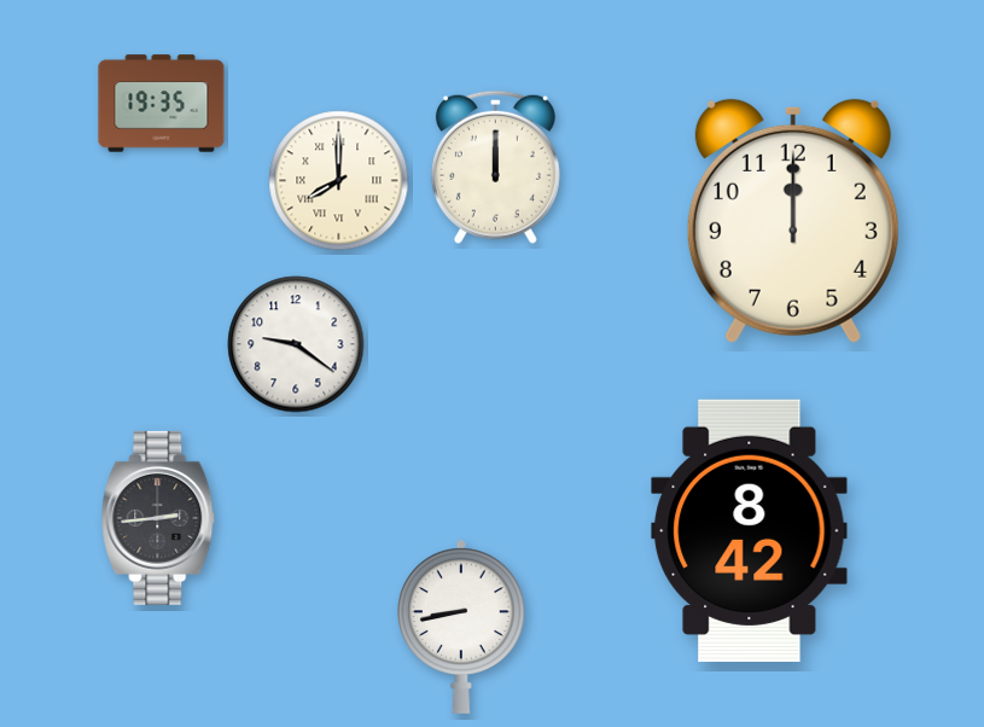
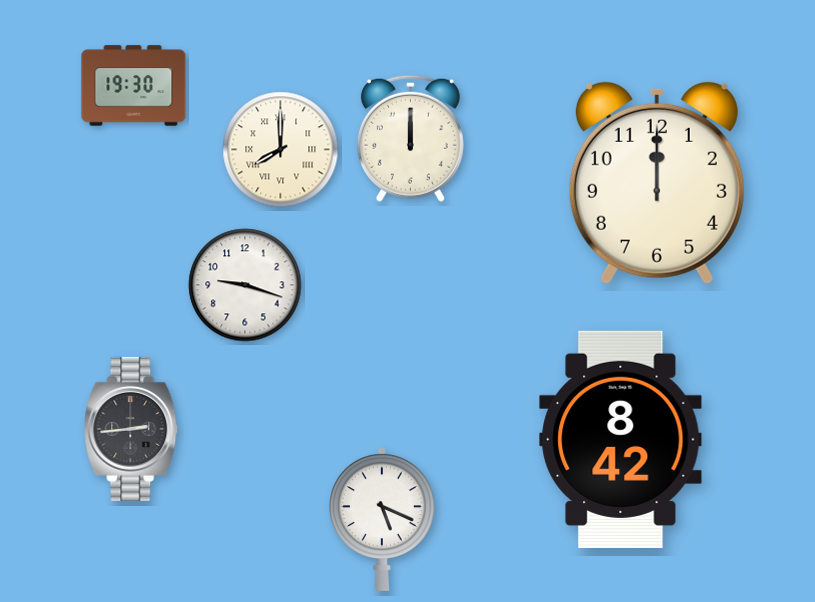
clock at (162, 104): 19:35 -> 19:30
clock at (296, 344): 9:21 -> 9:18
clock at (462, 627): 8:43 -> 5:19
